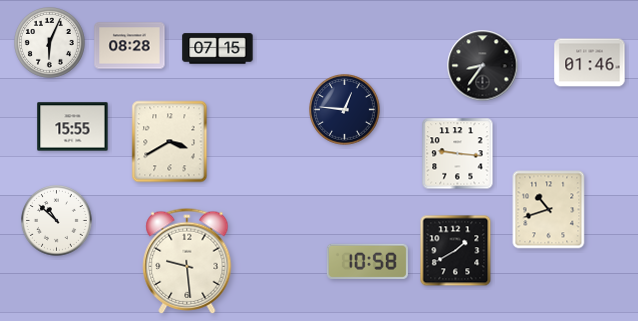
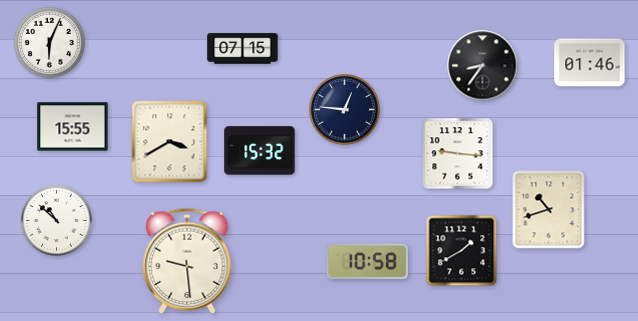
clock at (130, 46): 08:28 -> none
clock at (218, 49) position: (218, 49) -> (243, 49)
clock at (260, 151): none -> 15:32
clock at (456, 251) position: (456, 251) -> (462, 251)
